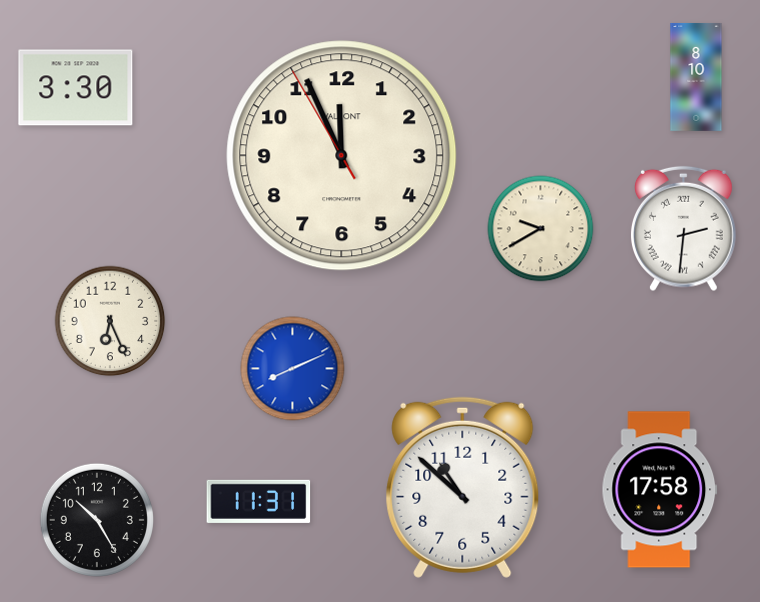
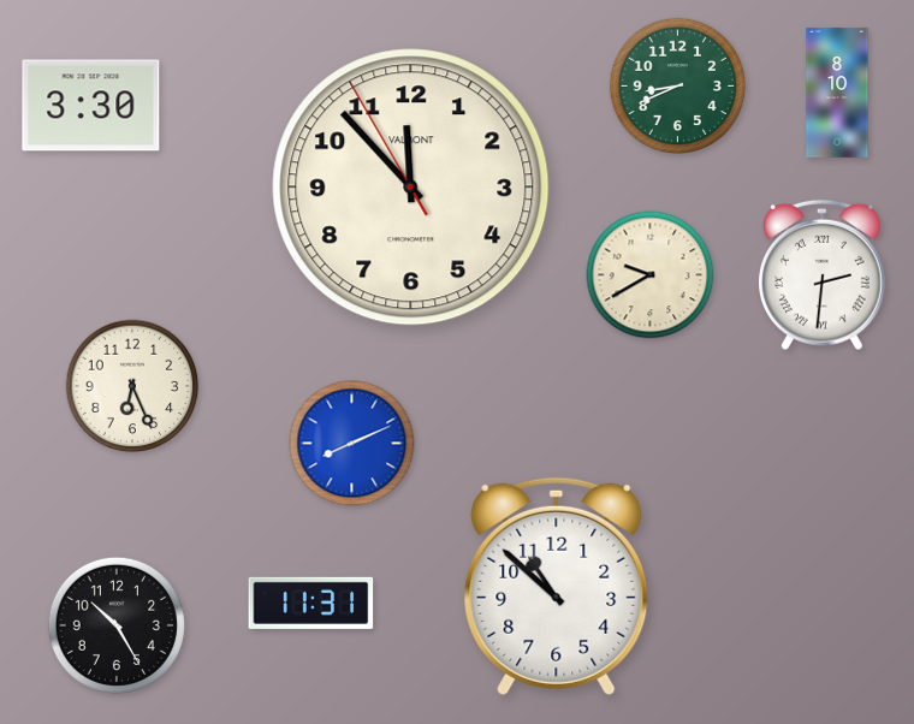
clock at (677, 85): none -> 8:41
clock at (342, 156): 11:55 -> 11:52
clock at (660, 490): 17:58 -> none
